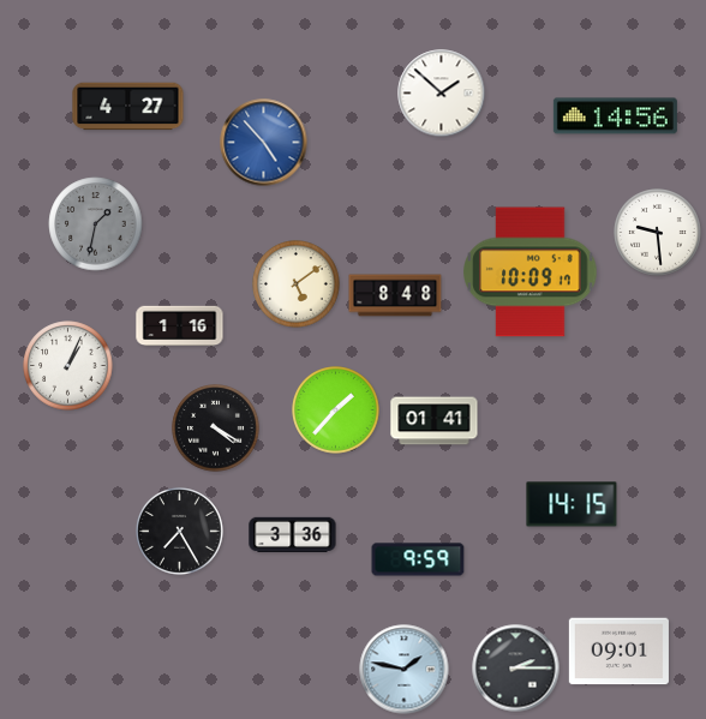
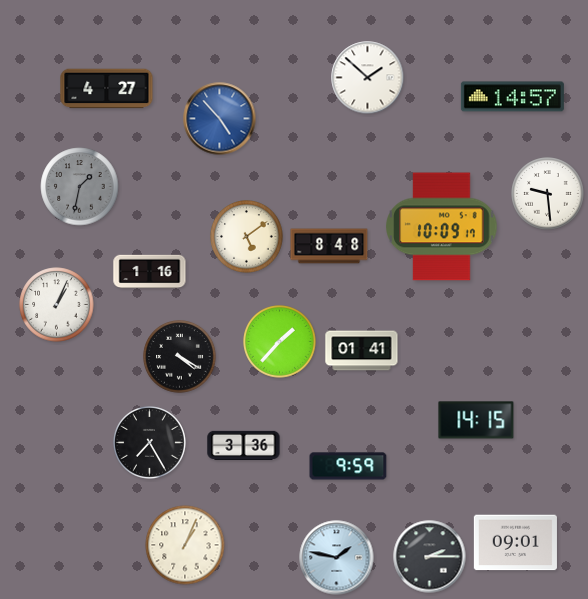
clock at (615, 116): 14:56 -> 14:57
clock at (185, 545): none -> 1:04
